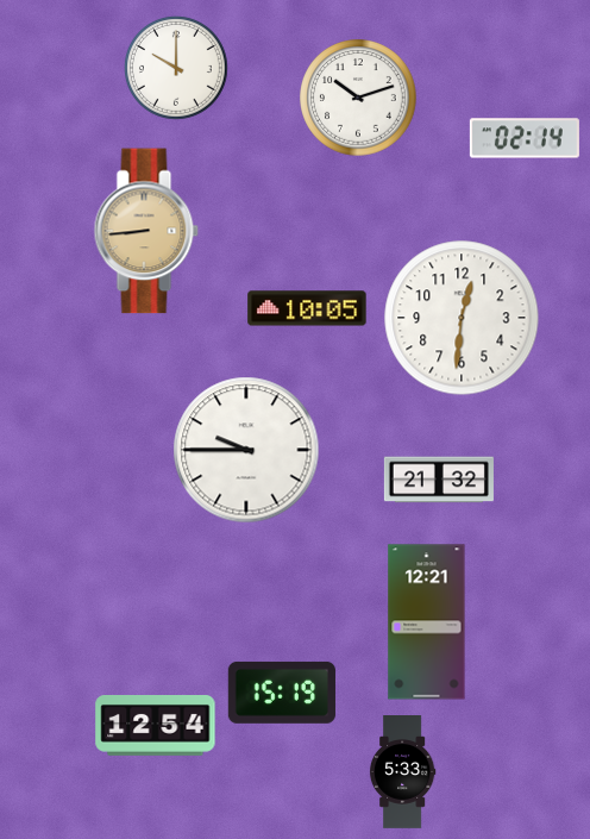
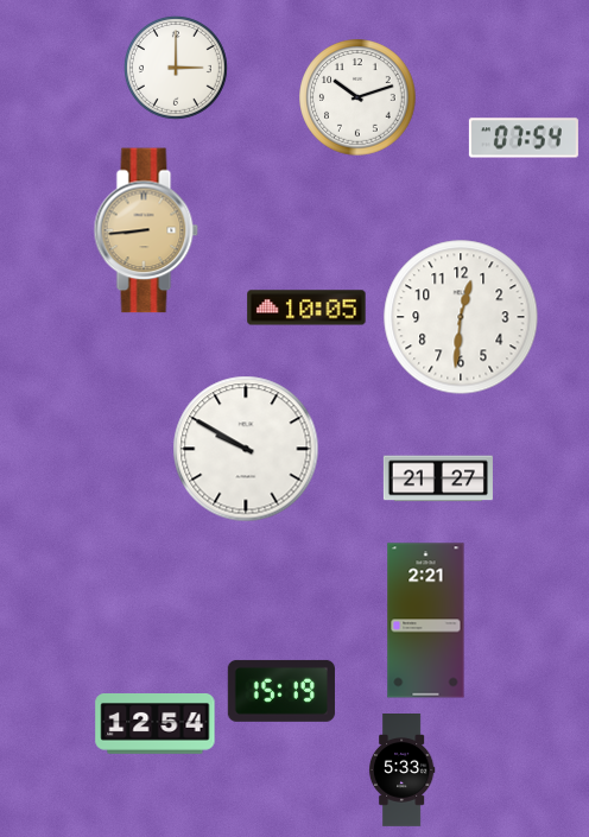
clock at (176, 68): 10:00 -> 3:00
clock at (525, 138): 02:14 -> 07:54
clock at (246, 450): 9:45 -> 9:50
clock at (439, 480): 21:32 -> 21:27
clock at (427, 622): 12:21 -> 2:21
